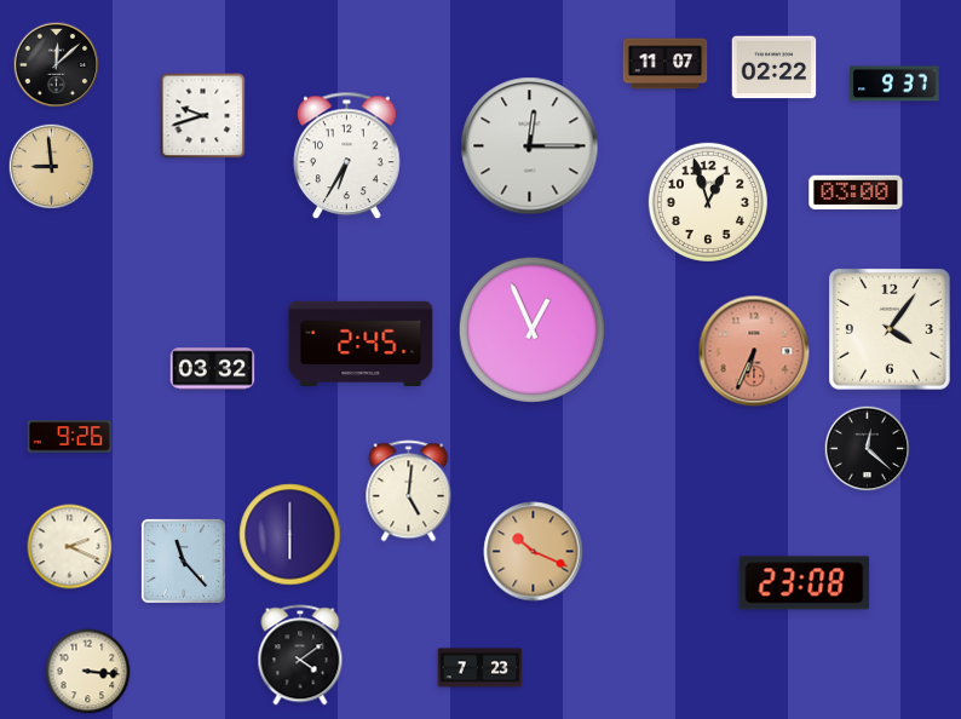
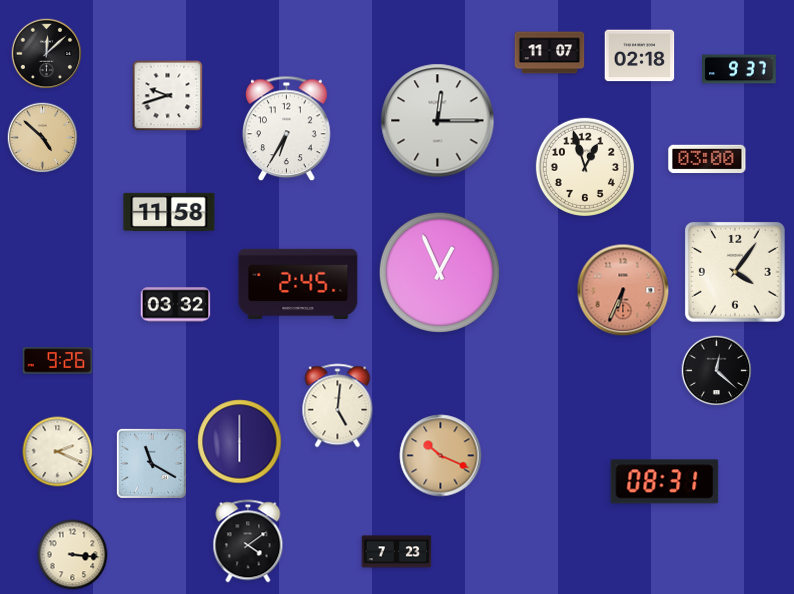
clock at (775, 68): 02:22 -> 02:18
clock at (52, 167): 8:59 -> 4:52
clock at (169, 212): none -> 11:58
clock at (183, 560): 11:23 -> 11:20
clock at (805, 583): 23:08 -> 08:31
